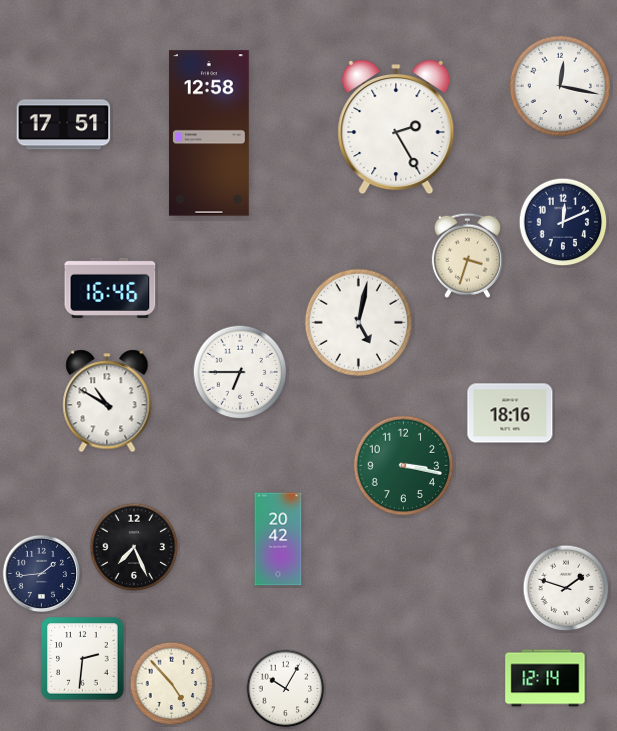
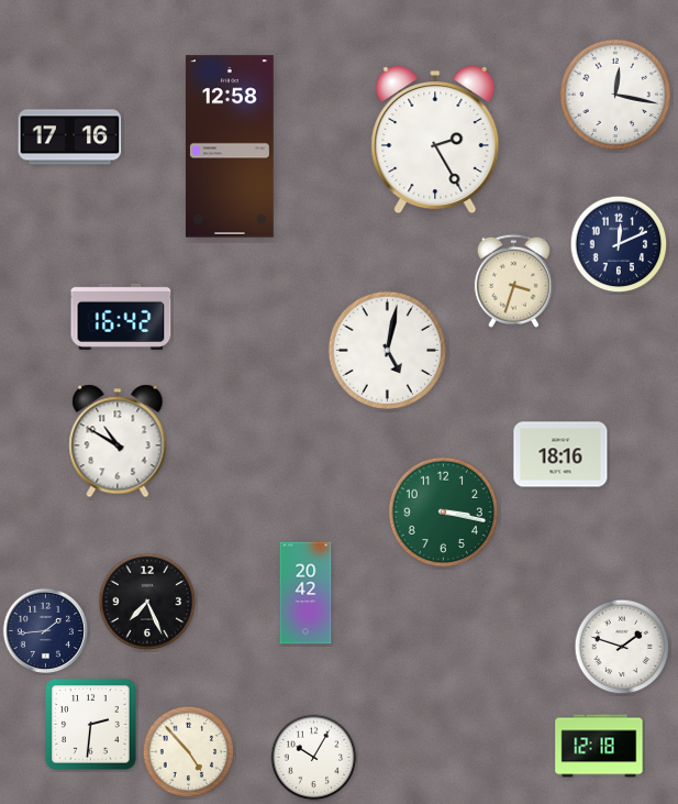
clock at (64, 125): 17:51 -> 17:16
clock at (110, 288): 16:46 -> 16:42
clock at (358, 322) position: (358, 322) -> (387, 350)
clock at (240, 372): 6:45 -> none
clock at (545, 678): 12:14 -> 12:18
